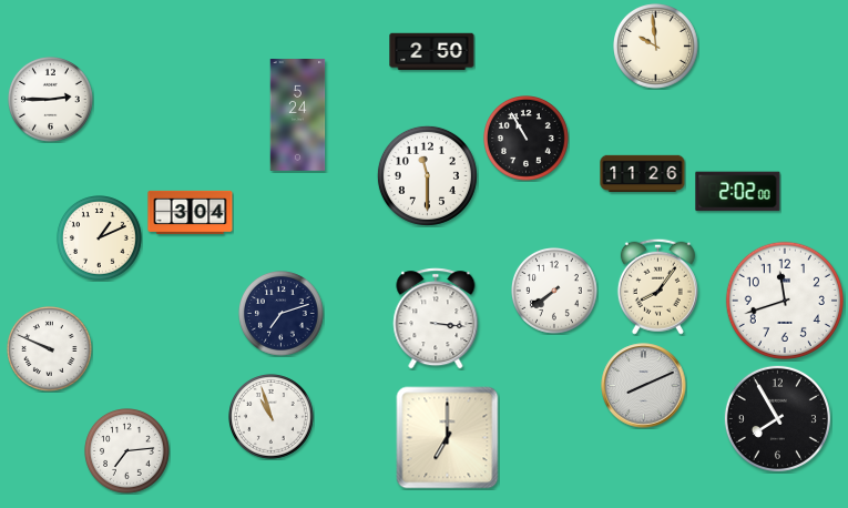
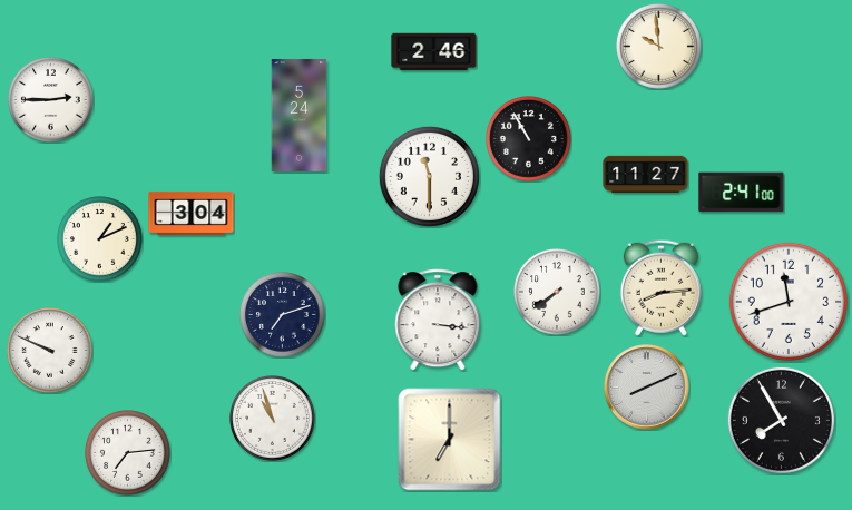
clock at (432, 52): 2:50 -> 2:46
clock at (643, 174): 11:26 -> 11:27
clock at (738, 192): 2:02 -> 2:41
clock at (657, 286): 8:06 -> 8:14
